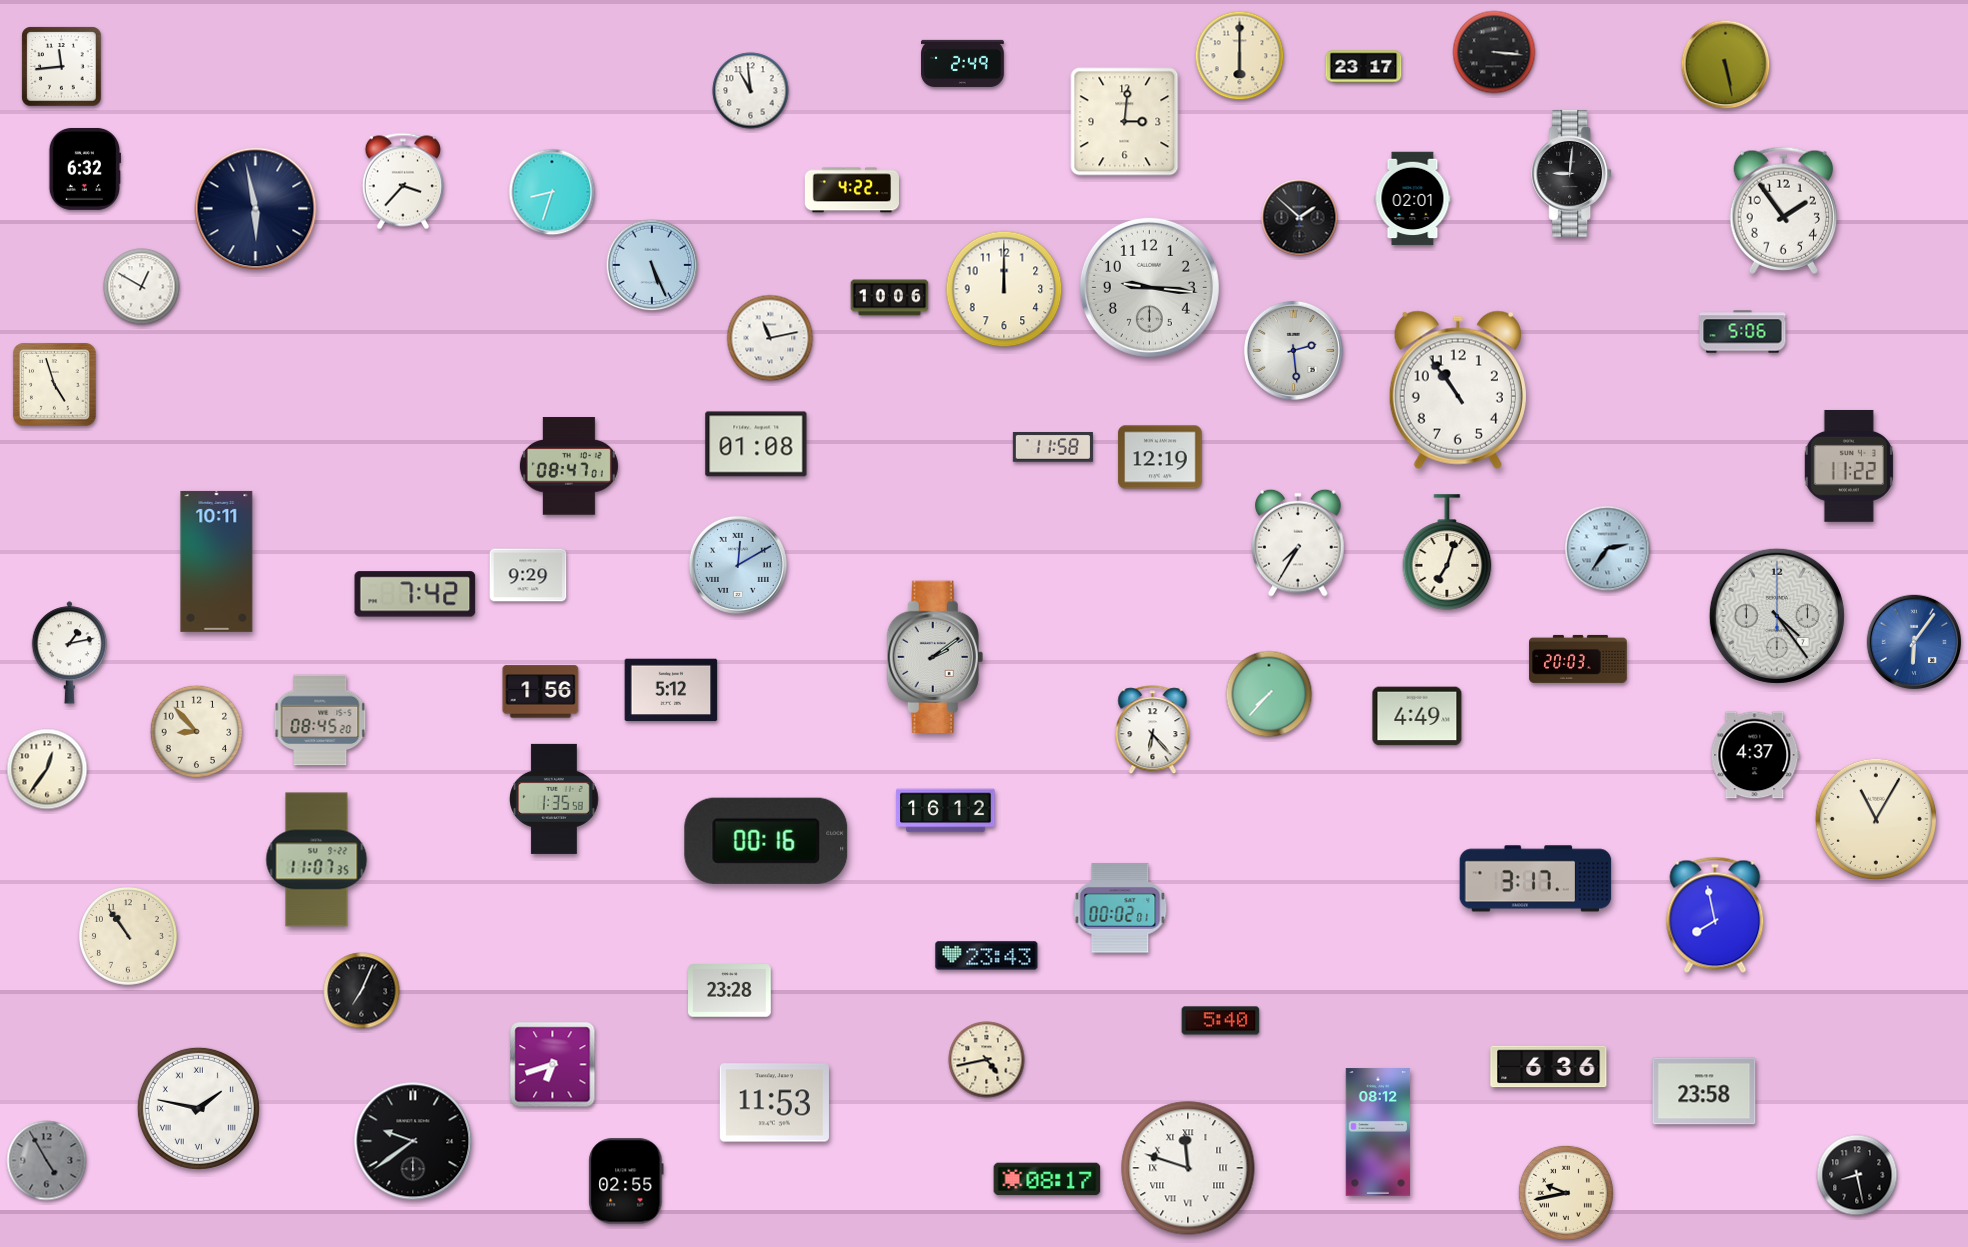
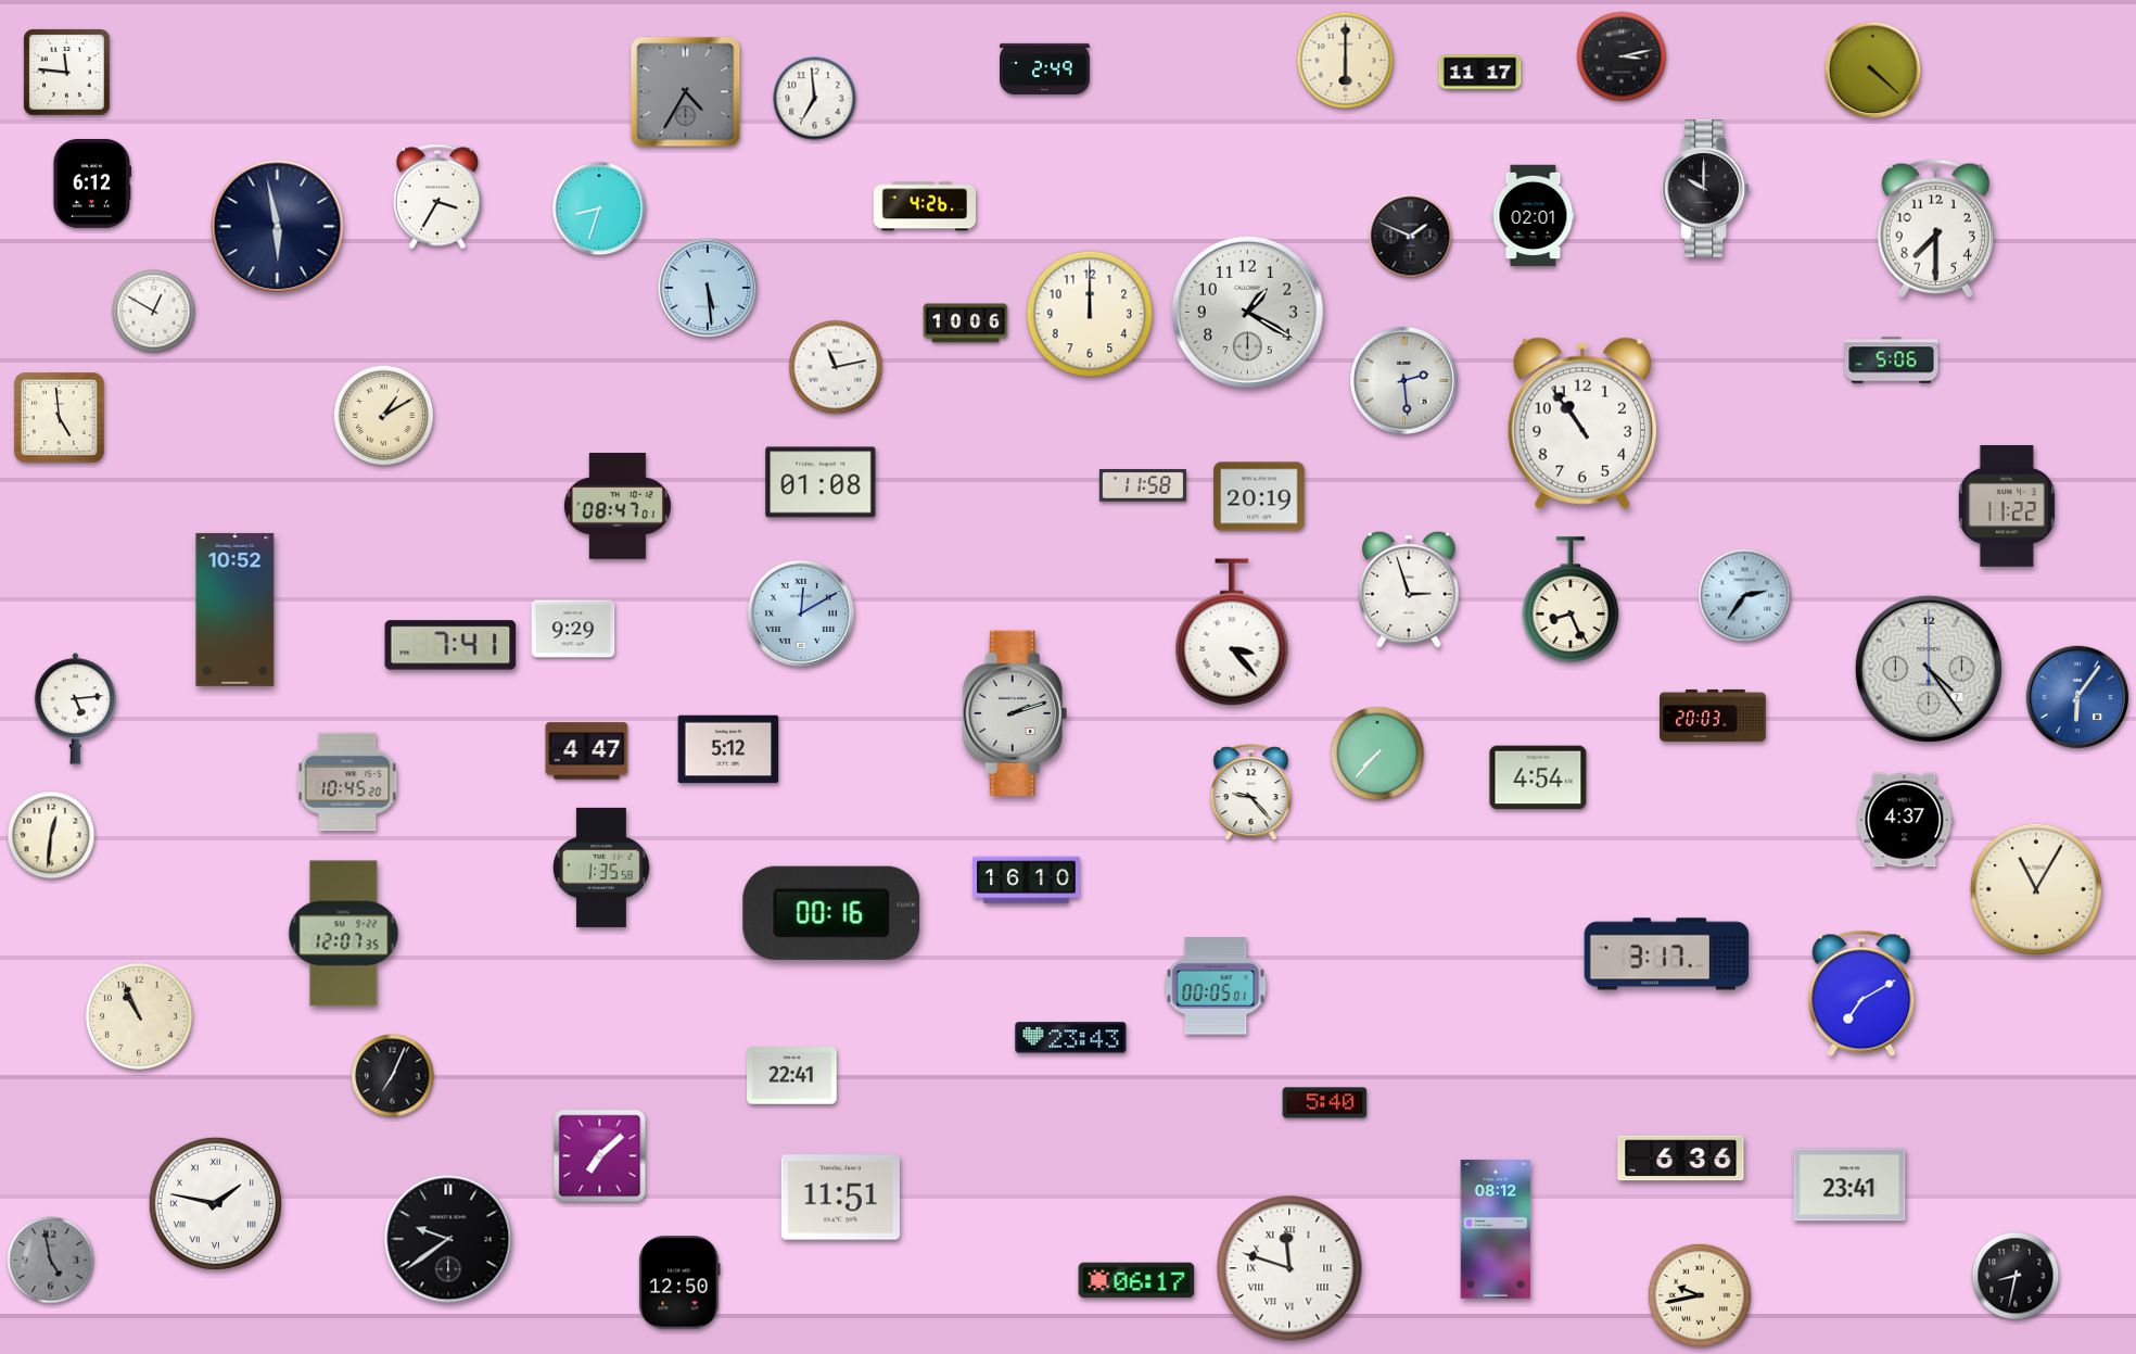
clock at (1494, 52): 3:16 -> 3:13
clock at (1726, 65): 5:28 -> 4:22
clock at (62, 67): 11:44 -> 11:46
clock at (1364, 67): 23:17 -> 11:17
clock at (686, 92): none -> 4:35
clock at (751, 91): 10:59 -> 6:59
clock at (1125, 122): 3:01 -> none
clock at (84, 169): 6:32 -> 6:12
clock at (1572, 173): 9:01 -> 10:00
clock at (403, 181): 3:37 -> 3:35
clock at (852, 190): 4:22 -> 4:26
clock at (1783, 210): 1:54 -> 7:30
clock at (1300, 218): 1:52 -> 1:49
clock at (652, 265): 5:26 -> 5:29
clock at (1149, 287): 9:16 -> 1:20
clock at (384, 416): none -> 1:10
clock at (55, 385): 4:57 -> 4:59
clock at (1160, 457): 12:19 -> 20:19
clock at (1298, 543): 7:35 -> 2:57
clock at (1447, 552): 7:03 -> 8:26
clock at (217, 561): 10:11 -> 10:52
clock at (528, 575) position: (528, 575) -> (573, 629)
clock at (1232, 632): none -> 3:23
clock at (415, 594): 7:42 -> 7:41
clock at (70, 653): 1:13 -> 5:14
clock at (935, 656): 2:09 -> 2:12
clock at (541, 692): 1:56 -> 4:47
clock at (1417, 716): 4:49 -> 4:54
clock at (320, 720): 08:45 -> 10:45
clock at (1153, 730): 6:23 -> 9:23
clock at (197, 732): 8:53 -> none
clock at (47, 769): 12:36 -> 12:31
clock at (946, 811): 16:12 -> 16:10
clock at (317, 860): 11:07 -> 12:07
clock at (1120, 908): 00:02 -> 00:05
clock at (1715, 915): 7:58 -> 7:10
clock at (129, 937): 10:54 -> 10:56
clock at (730, 991): 23:28 -> 22:41
clock at (1221, 1021) position: (1221, 1021) -> (1325, 1103)
clock at (987, 1060): 4:43 -> none
clock at (553, 1065): 6:42 -> 7:08
clock at (1704, 1091): 23:58 -> 23:41
clock at (774, 1103): 11:53 -> 11:51
clock at (47, 1161): 4:55 -> 4:58
clock at (1857, 1175): 8:28 -> 8:32
clock at (1047, 1179): 08:17 -> 06:17
clock at (626, 1181): 02:55 -> 12:50
